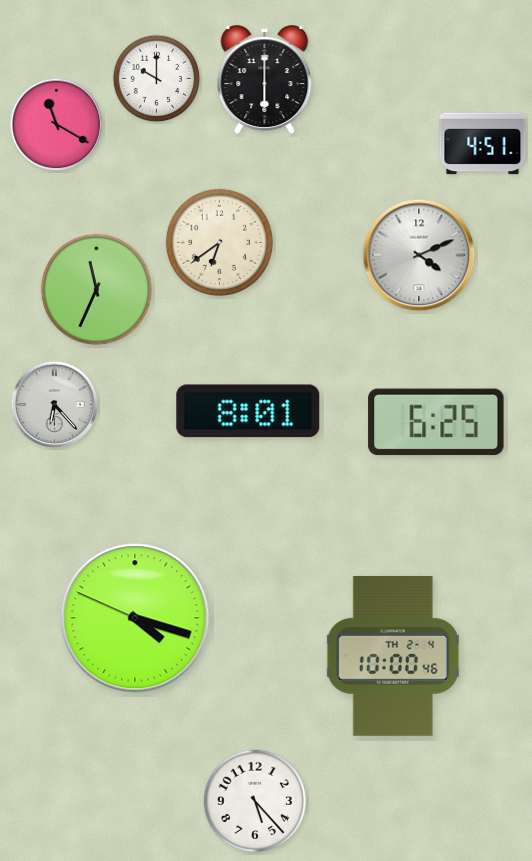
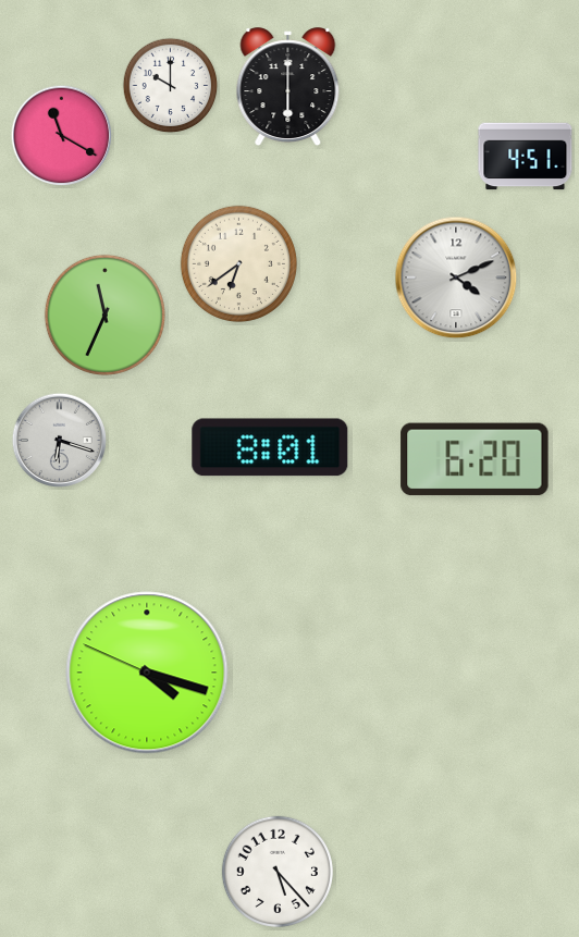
clock at (55, 405): 6:23 -> 6:18
clock at (436, 422): 6:25 -> 6:20
clock at (393, 656): 10:00 -> none
